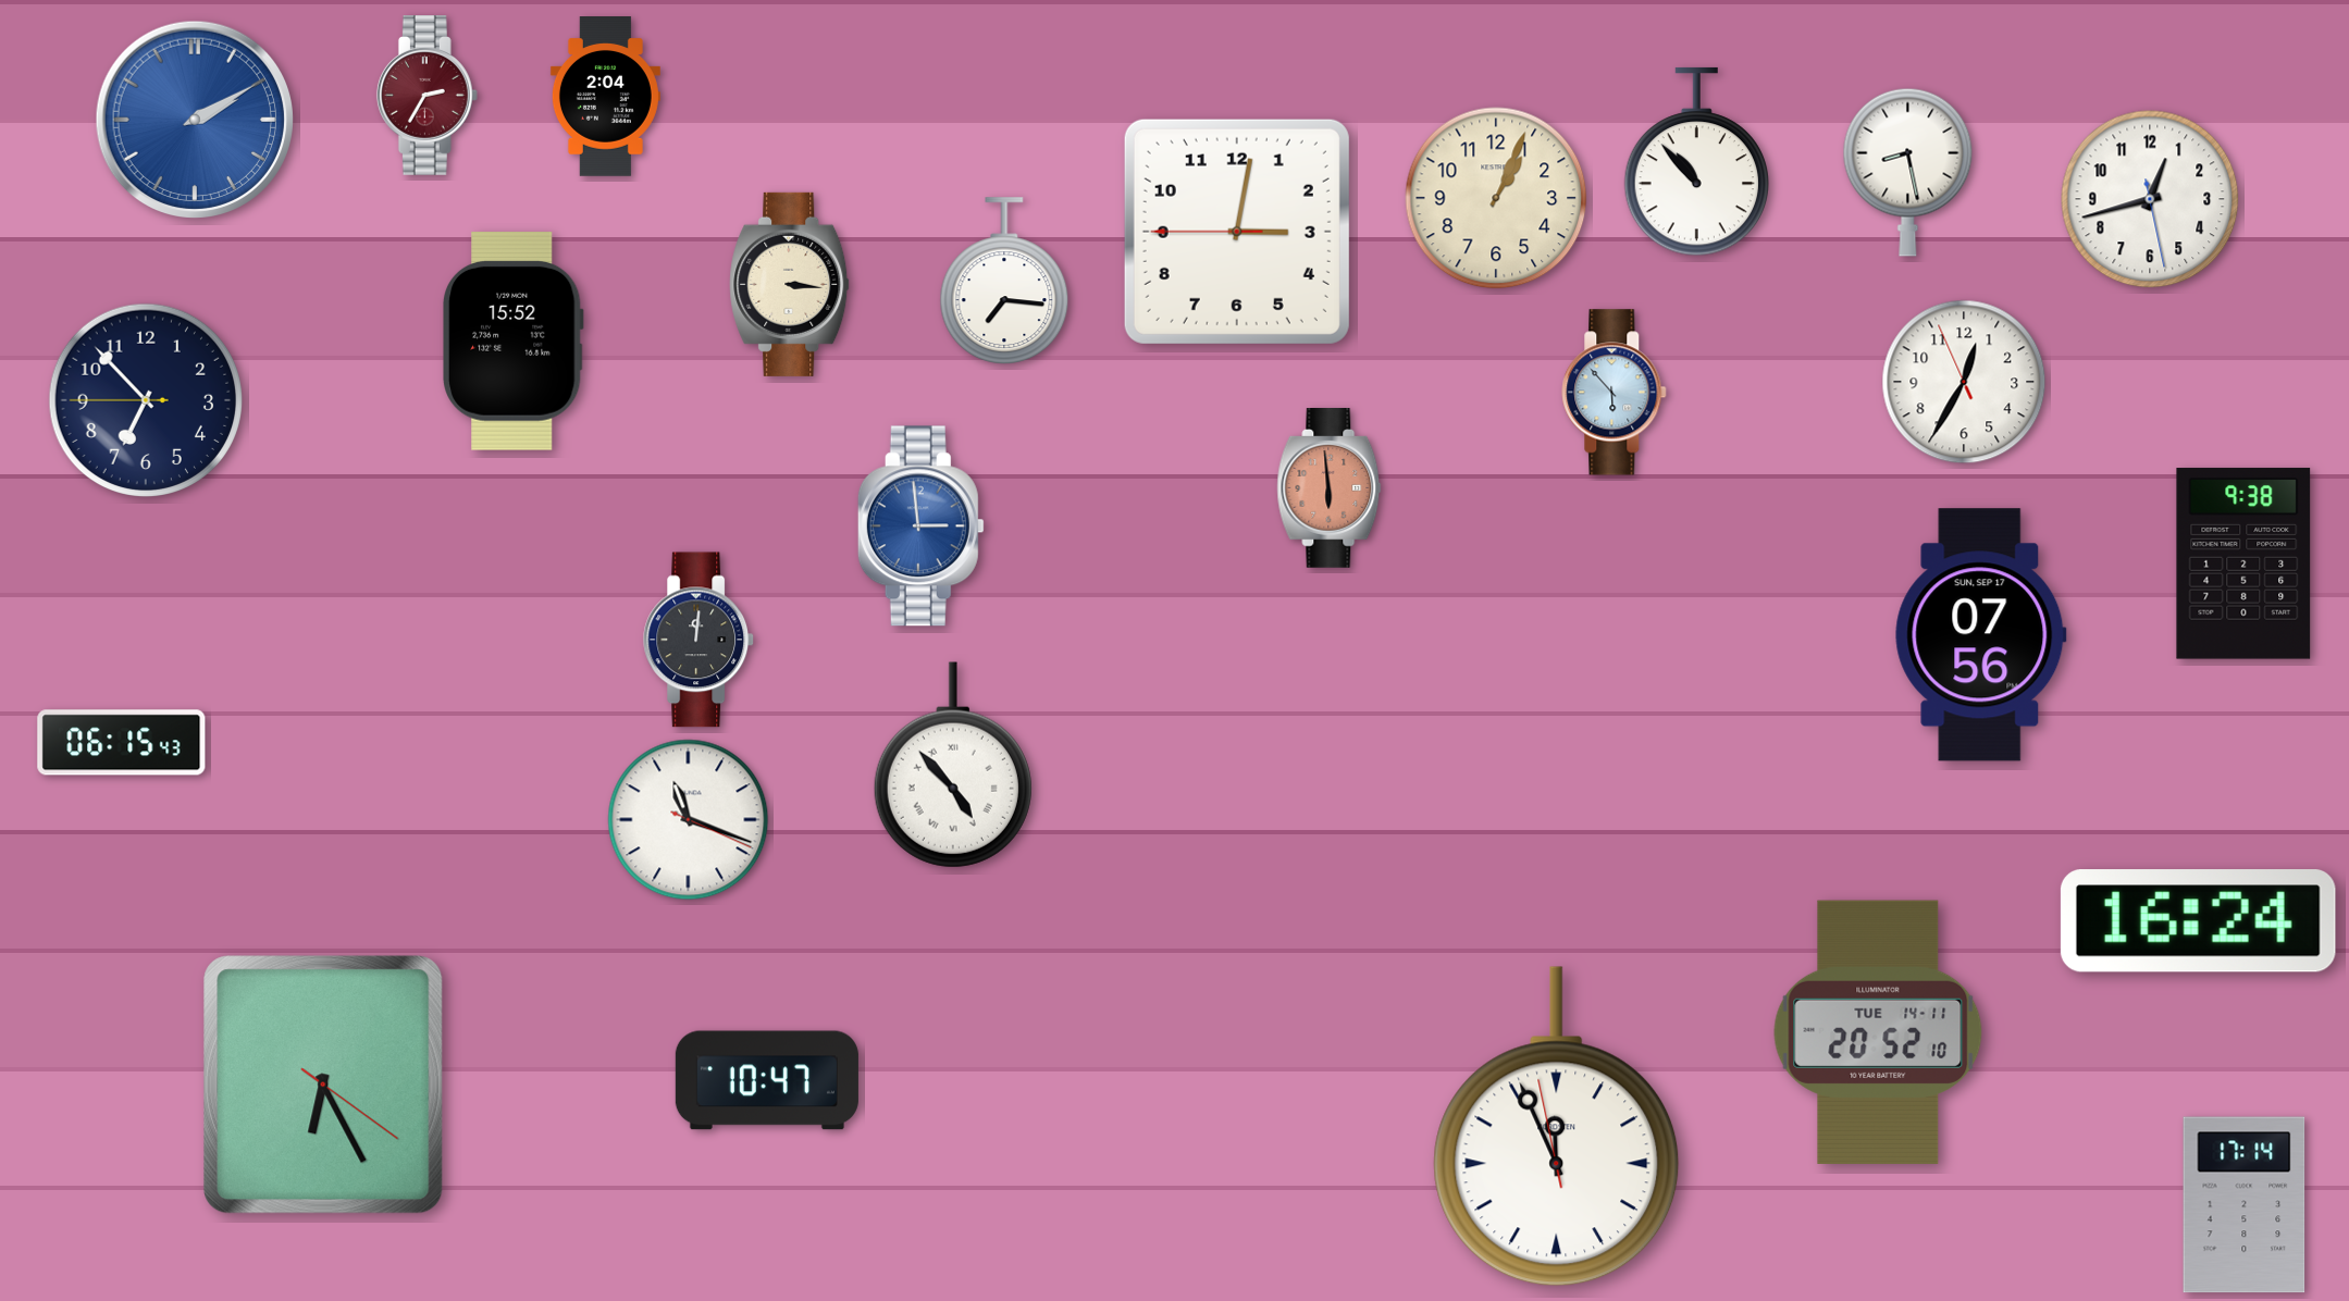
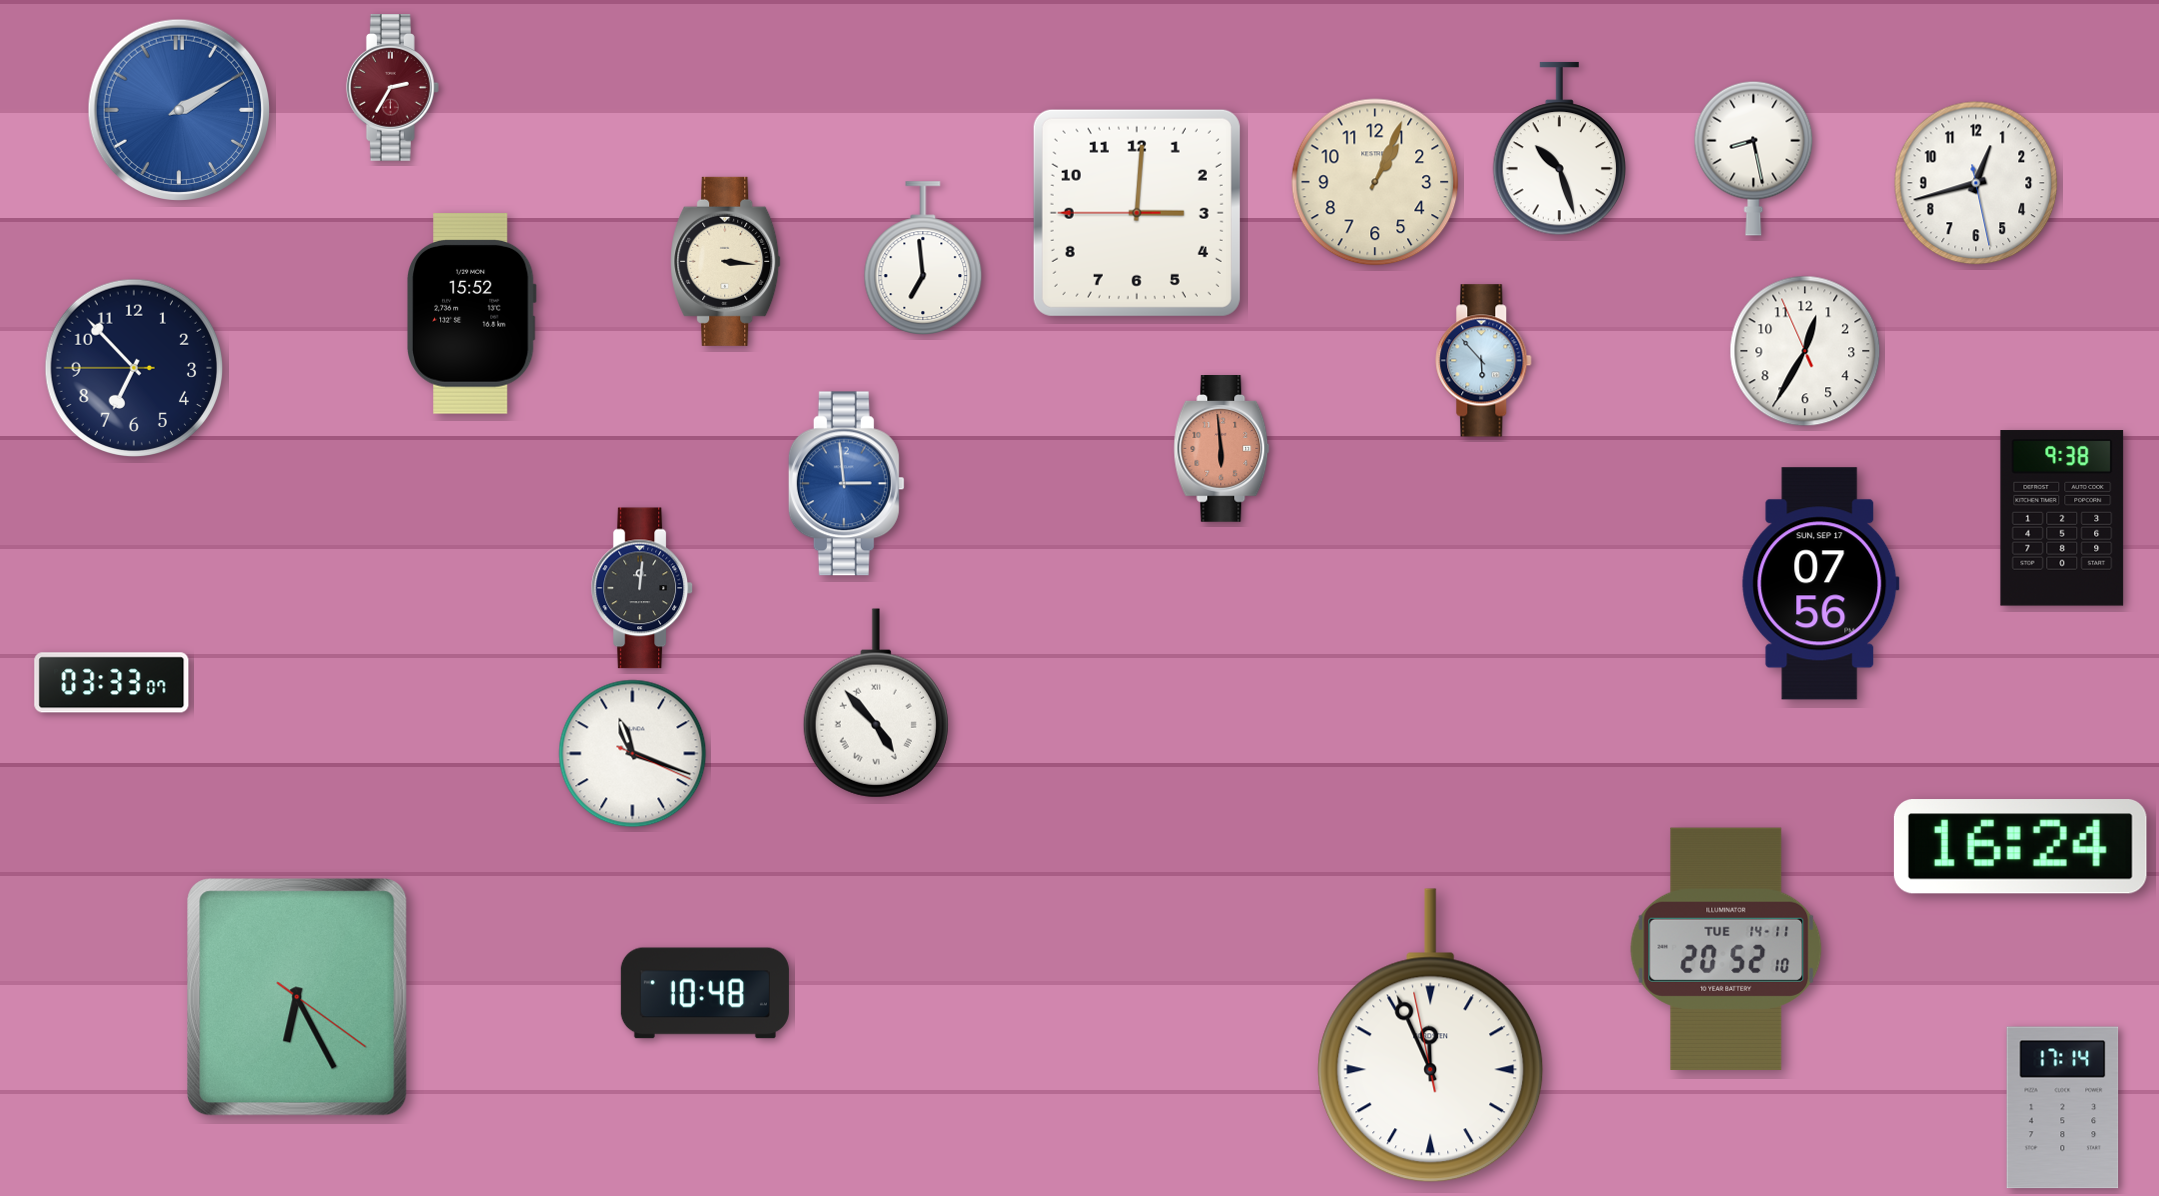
clock at (605, 97): 2:04 -> none
clock at (1696, 162): 10:53 -> 10:27
clock at (1237, 232): 3:01 -> 3:00
clock at (1004, 281): 7:16 -> 6:59
clock at (122, 743): 06:15 -> 03:33
clock at (767, 1080): 10:47 -> 10:48
